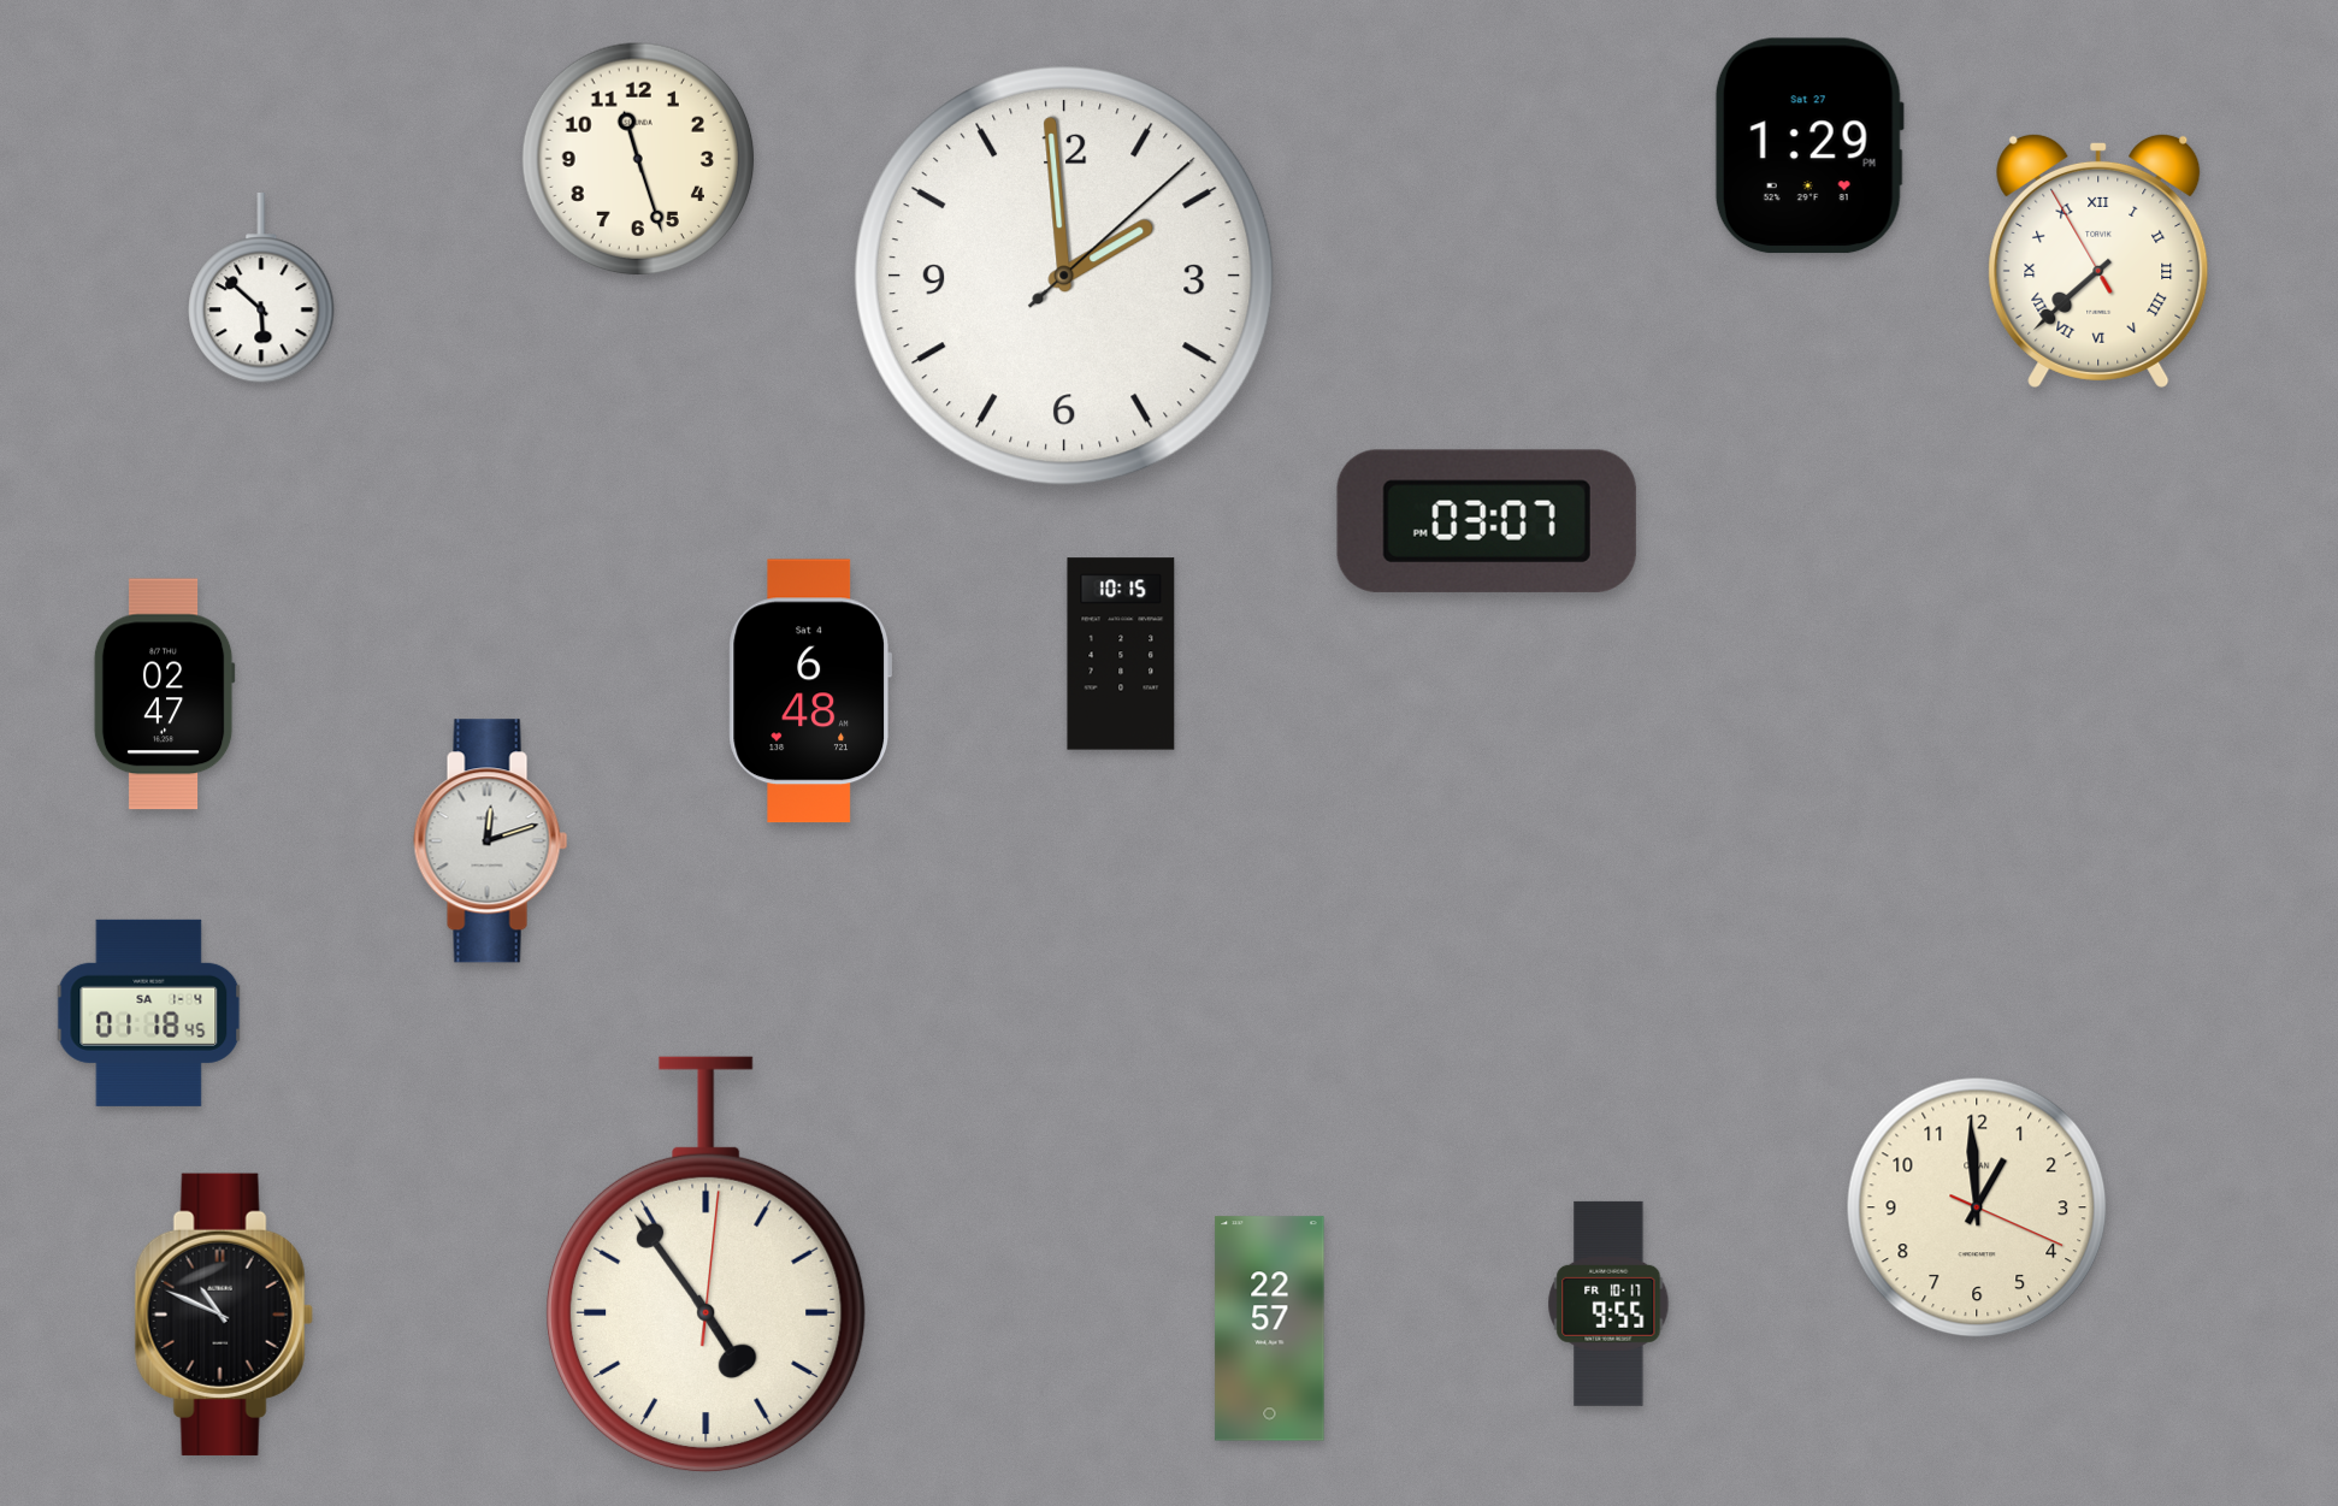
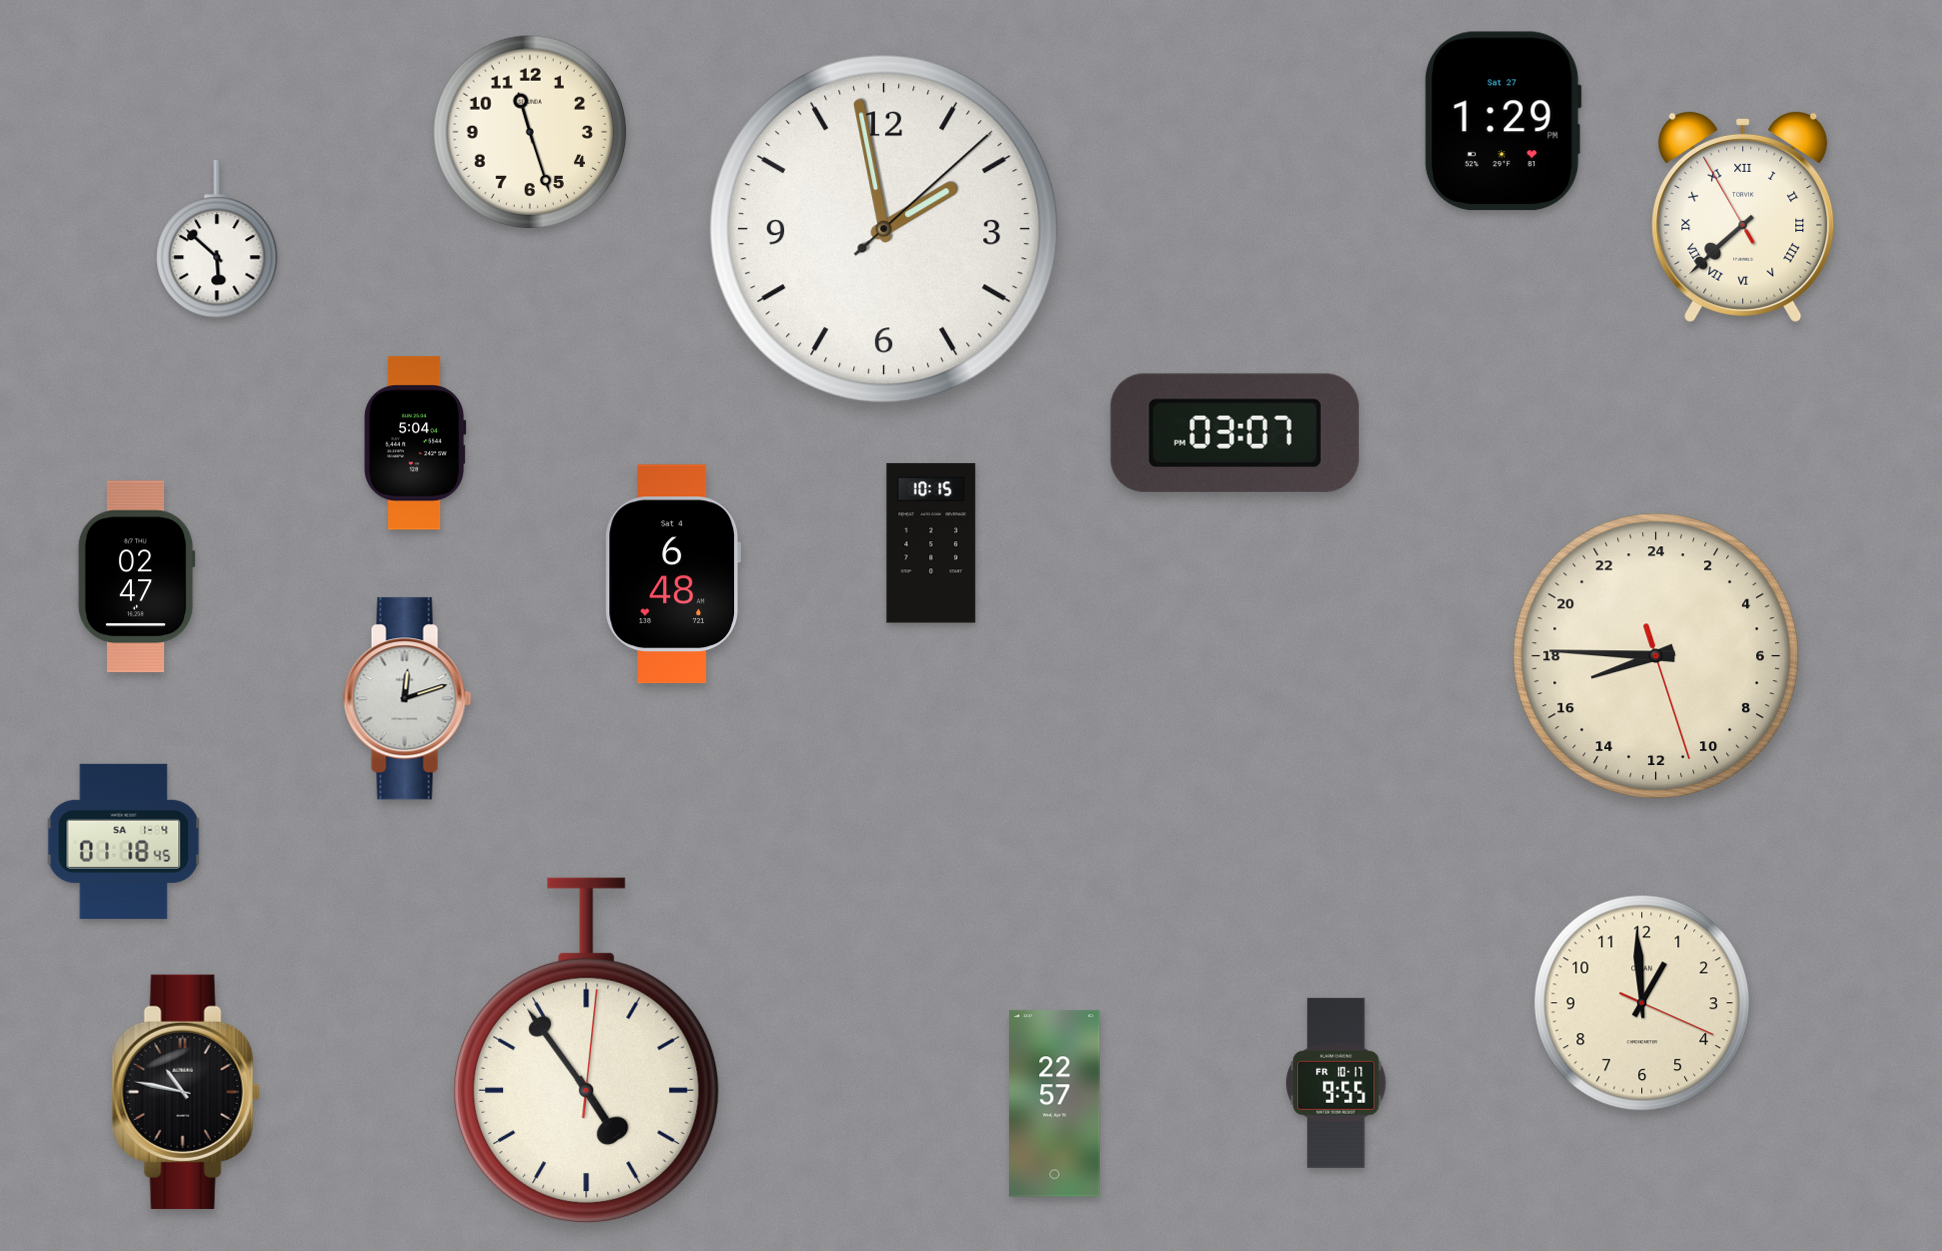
clock at (1064, 276): 1:59 -> 1:58
clock at (415, 443): none -> 5:04
clock at (1655, 655): none -> 16:45
clock at (224, 1315): 10:49 -> 10:47
